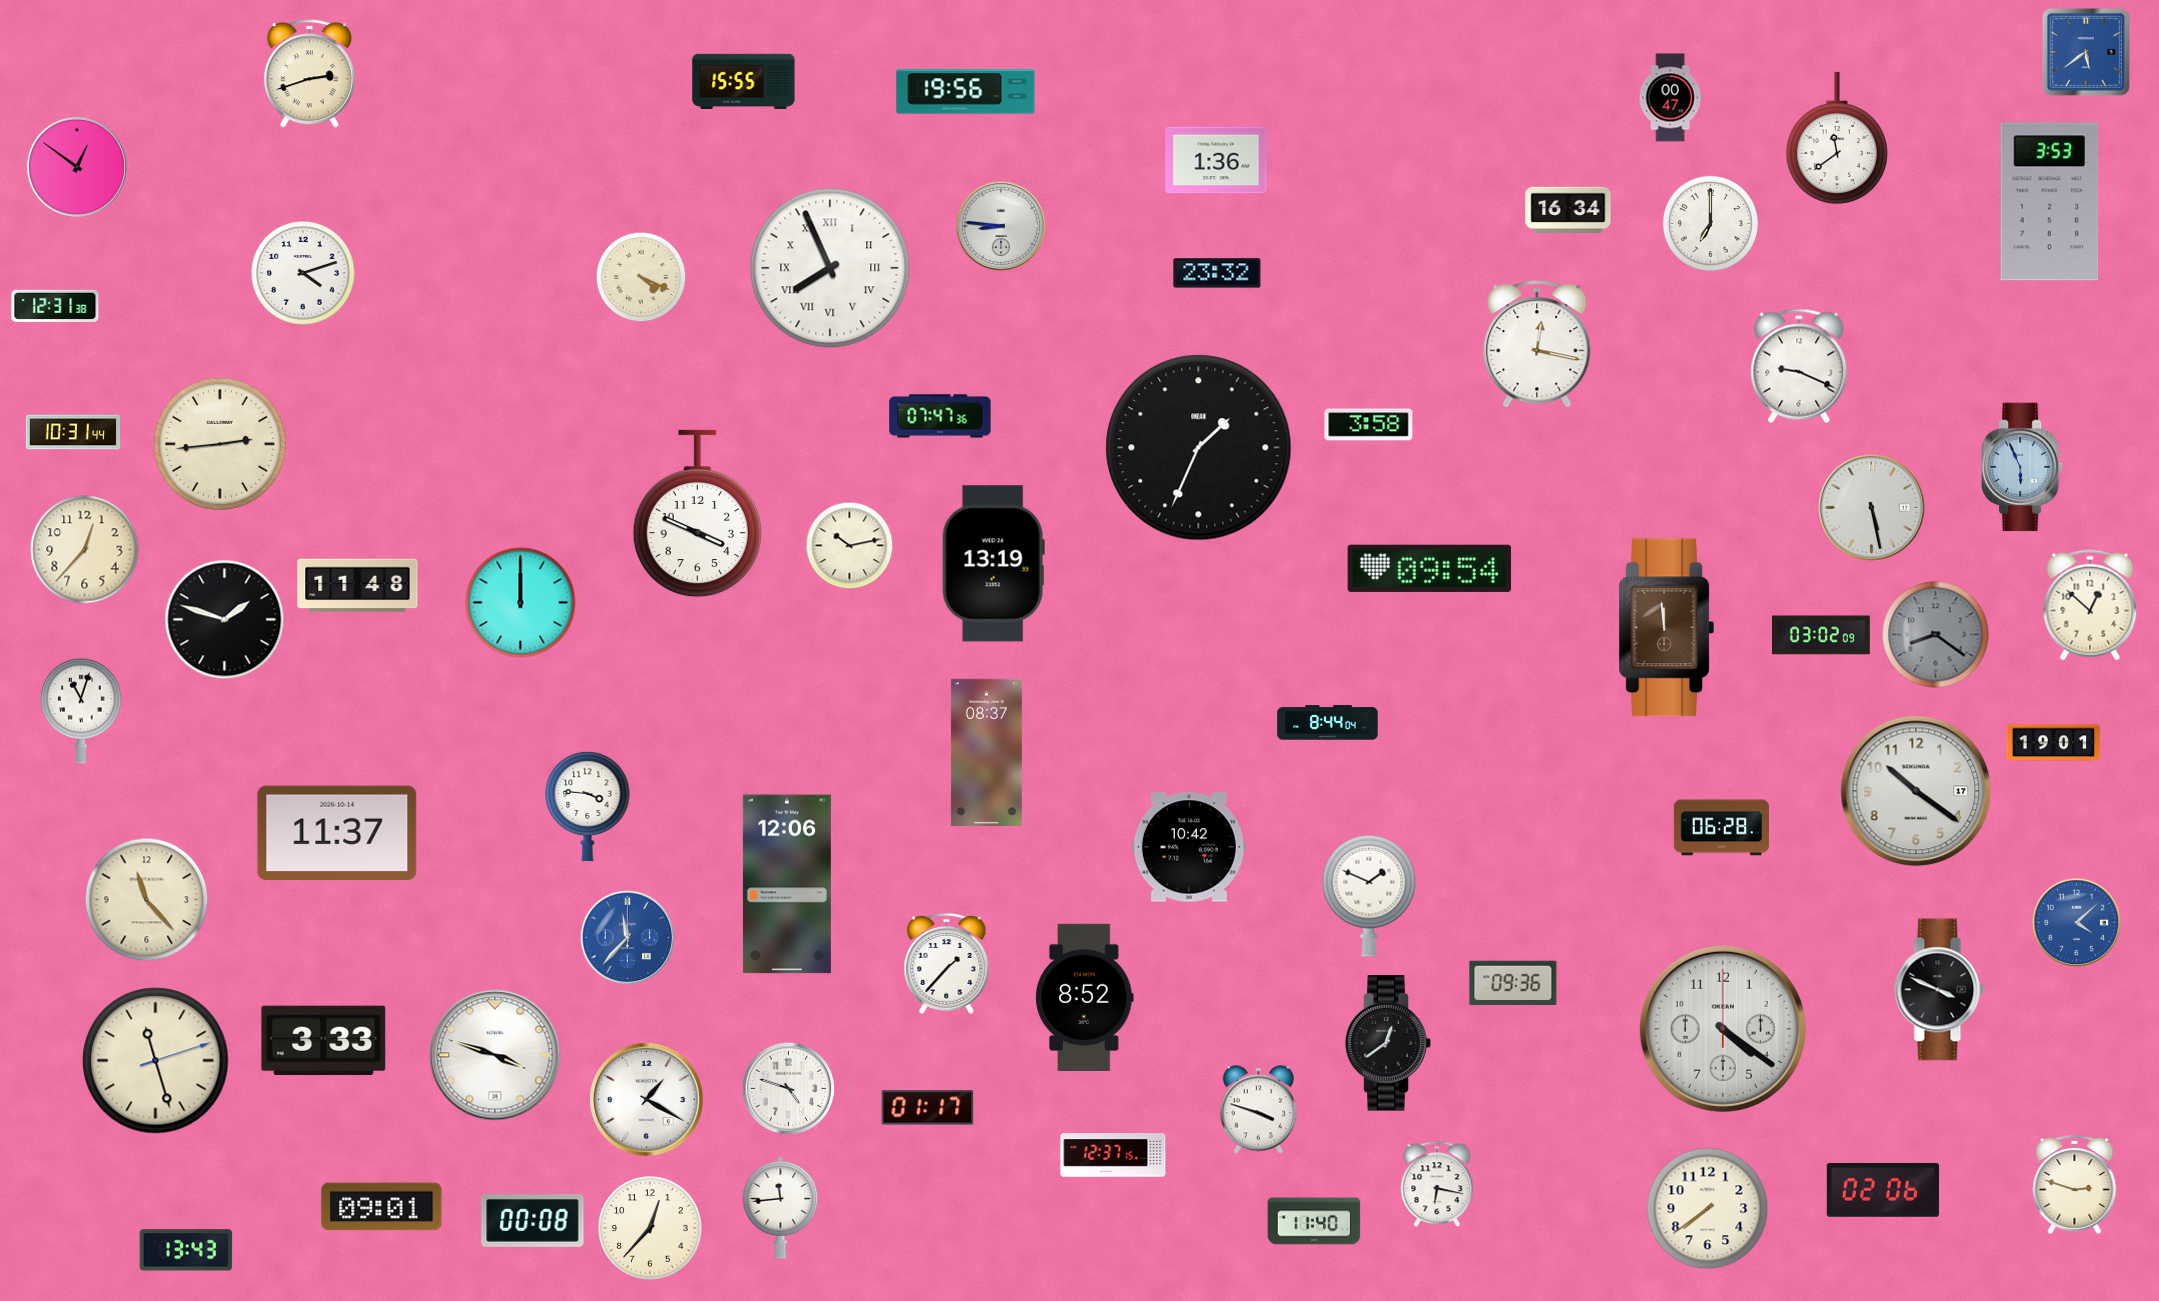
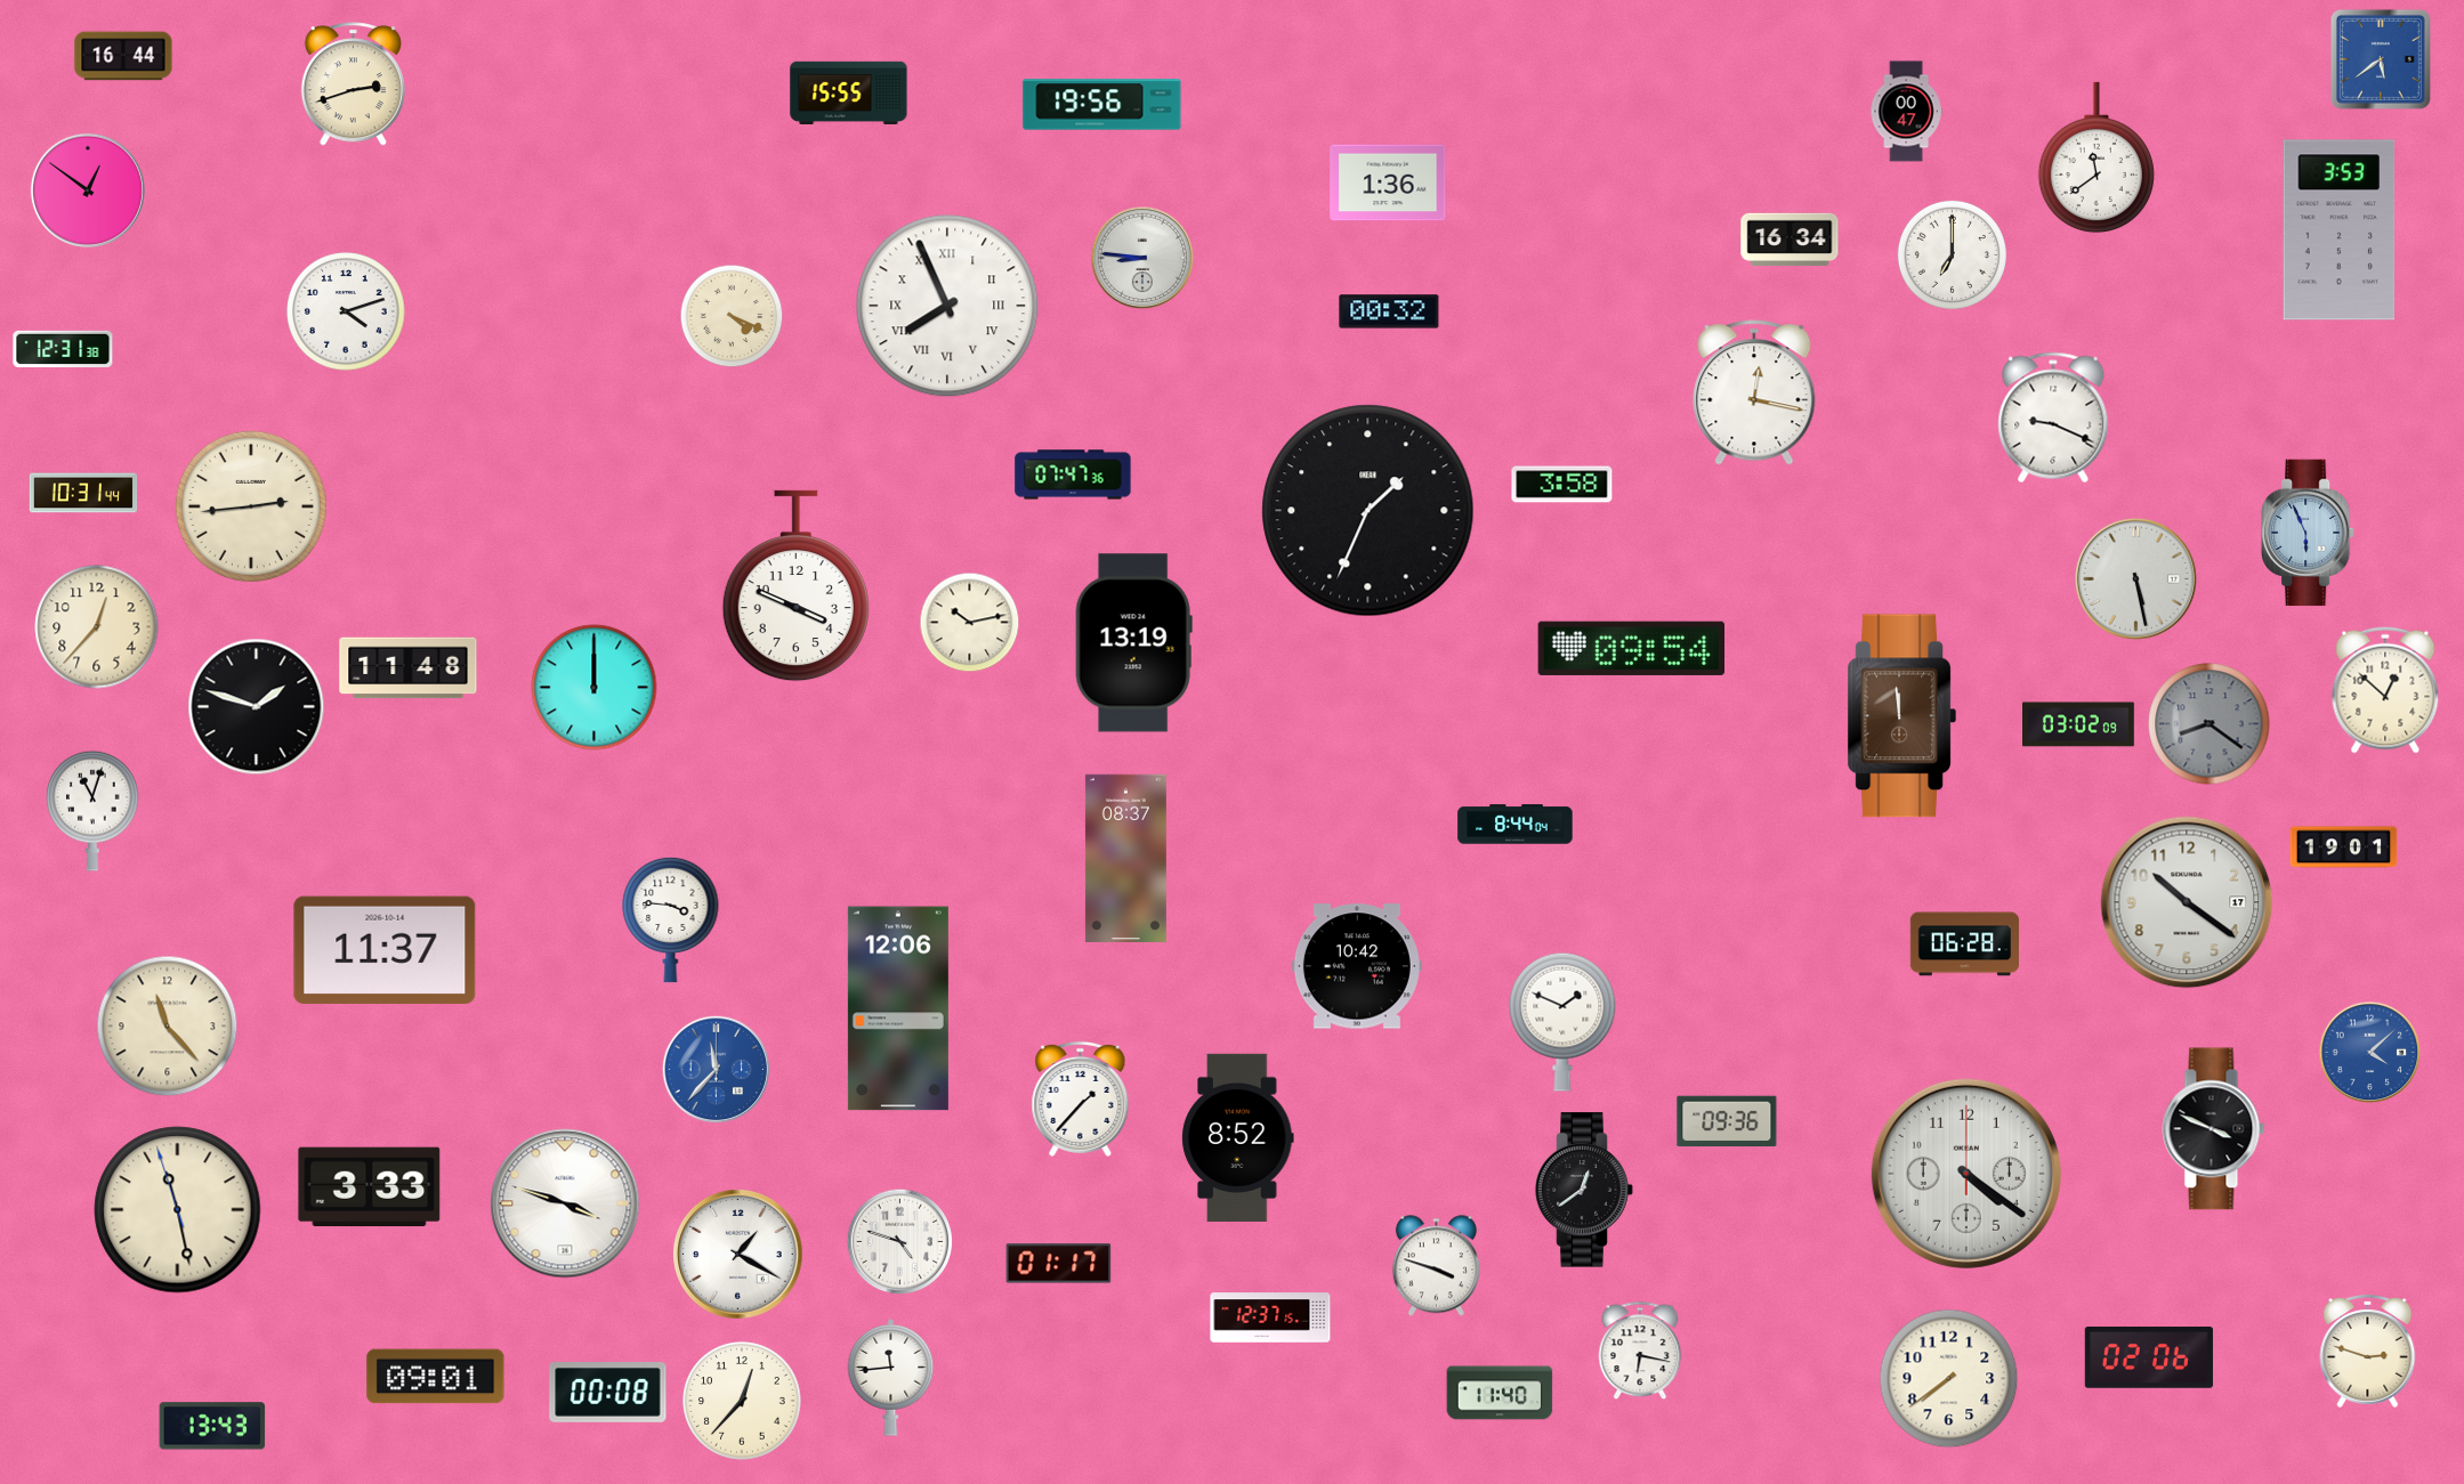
clock at (123, 56): none -> 16:44
clock at (1217, 273): 23:32 -> 00:32
clock at (156, 1061): 11:27:12 -> 11:27:57
